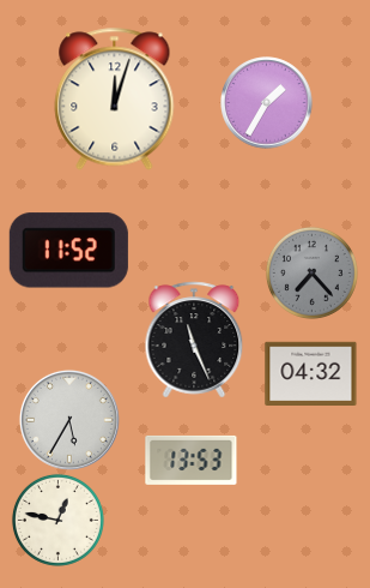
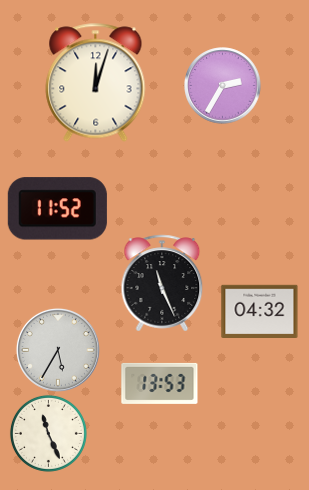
clock at (267, 103): 1:35 -> 2:35
clock at (311, 272): 7:23 -> none
clock at (57, 520): 12:47 -> 11:26
